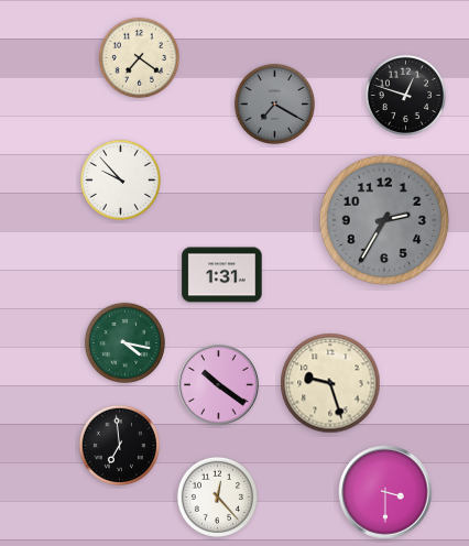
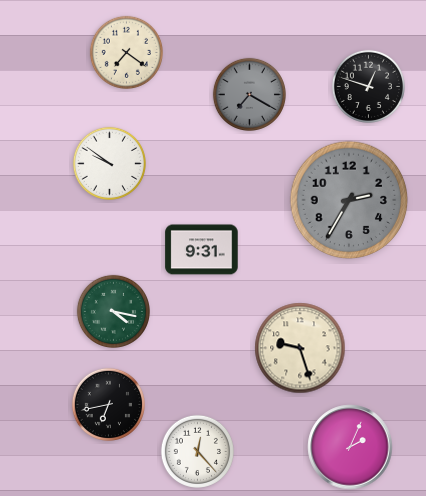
clock at (120, 179): 9:53 -> 9:51
clock at (222, 275): 1:31 -> 9:31
clock at (219, 385): 10:21 -> none
clock at (119, 445): 6:59 -> 6:43
clock at (385, 492): 3:30 -> 2:04
